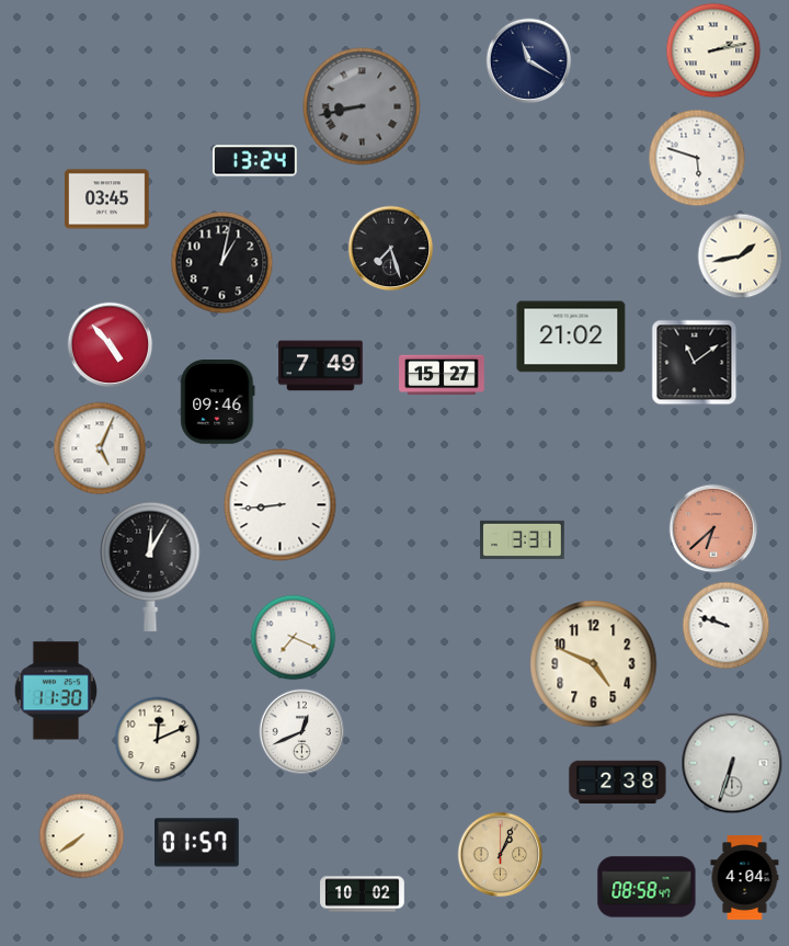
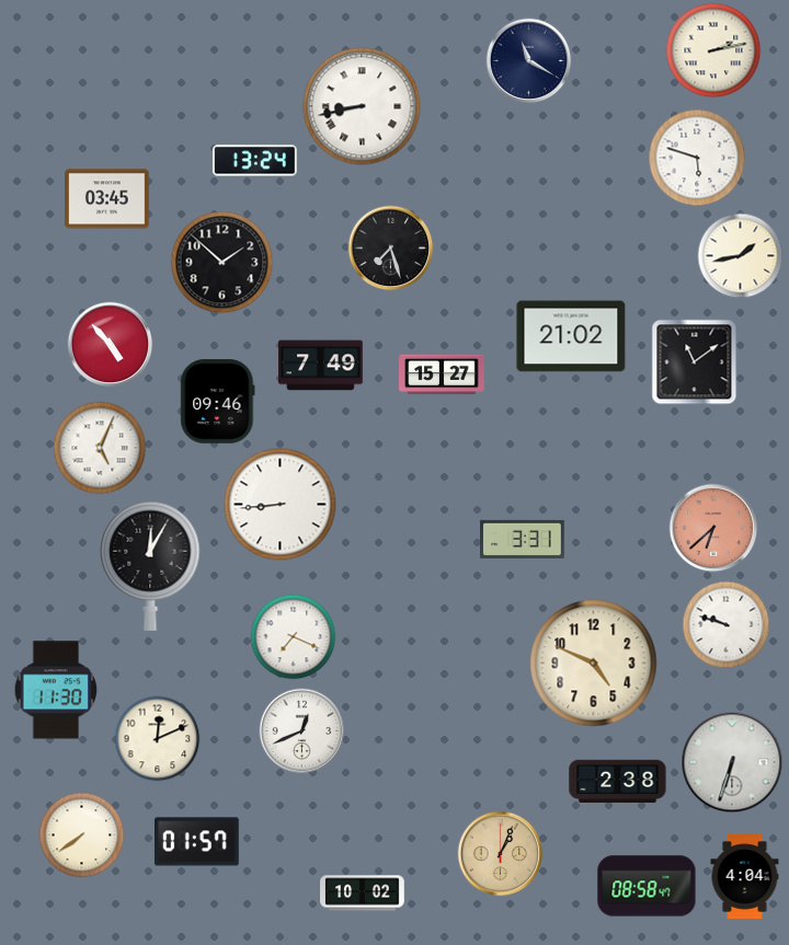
clock at (362, 106) dial: grey -> white
clock at (221, 262): 1:02 -> 1:52
